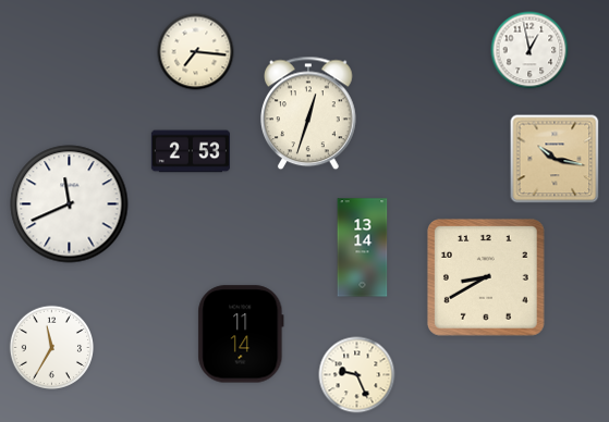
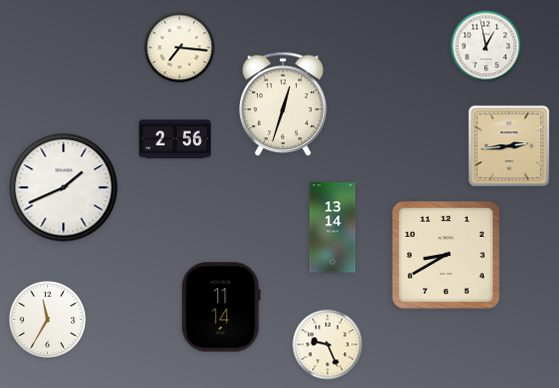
clock at (191, 151): 2:53 -> 2:56
clock at (555, 159): 10:17 -> 2:44
clock at (70, 204): 11:41 -> 1:41
